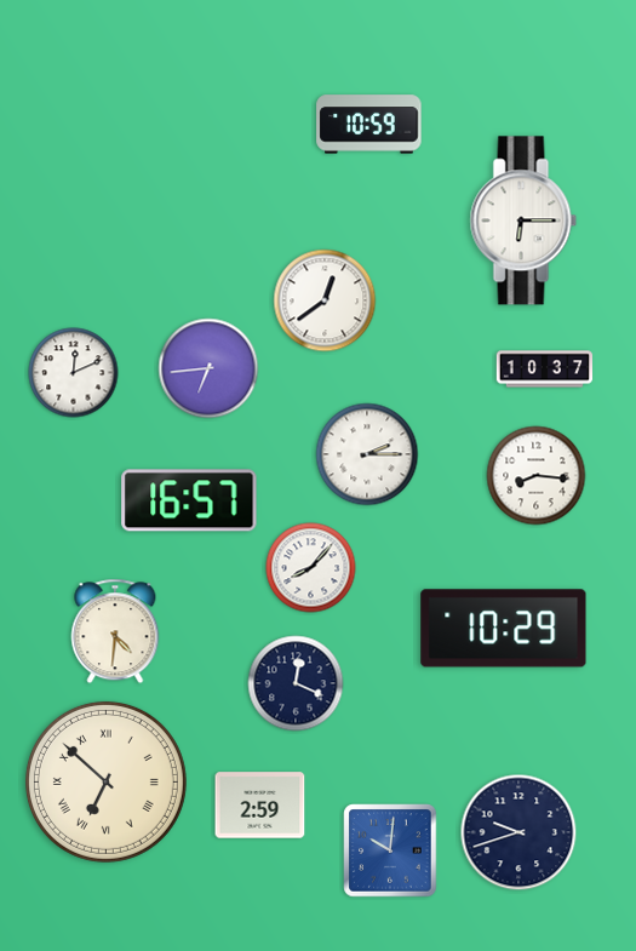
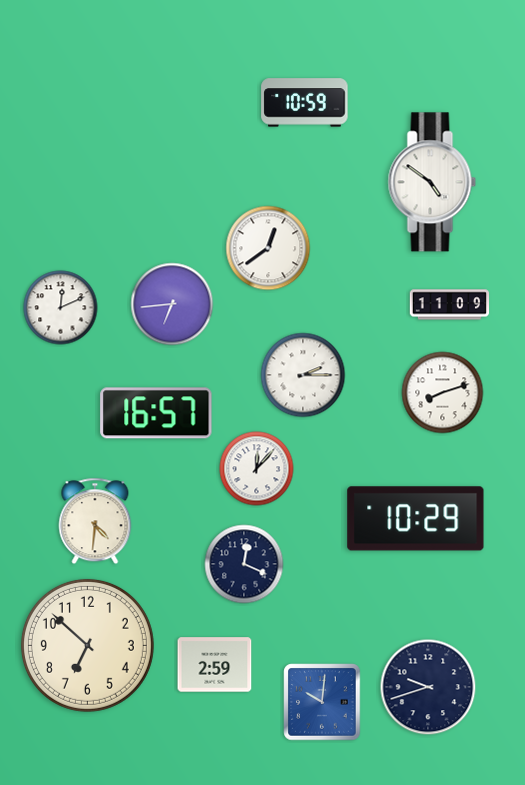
clock at (523, 220): 6:15 -> 4:51
clock at (545, 369): 10:37 -> 11:09
clock at (537, 476): 8:16 -> 8:12
clock at (311, 568): 8:07 -> 12:07
clock at (105, 781) numerals: Roman -> Arabic
